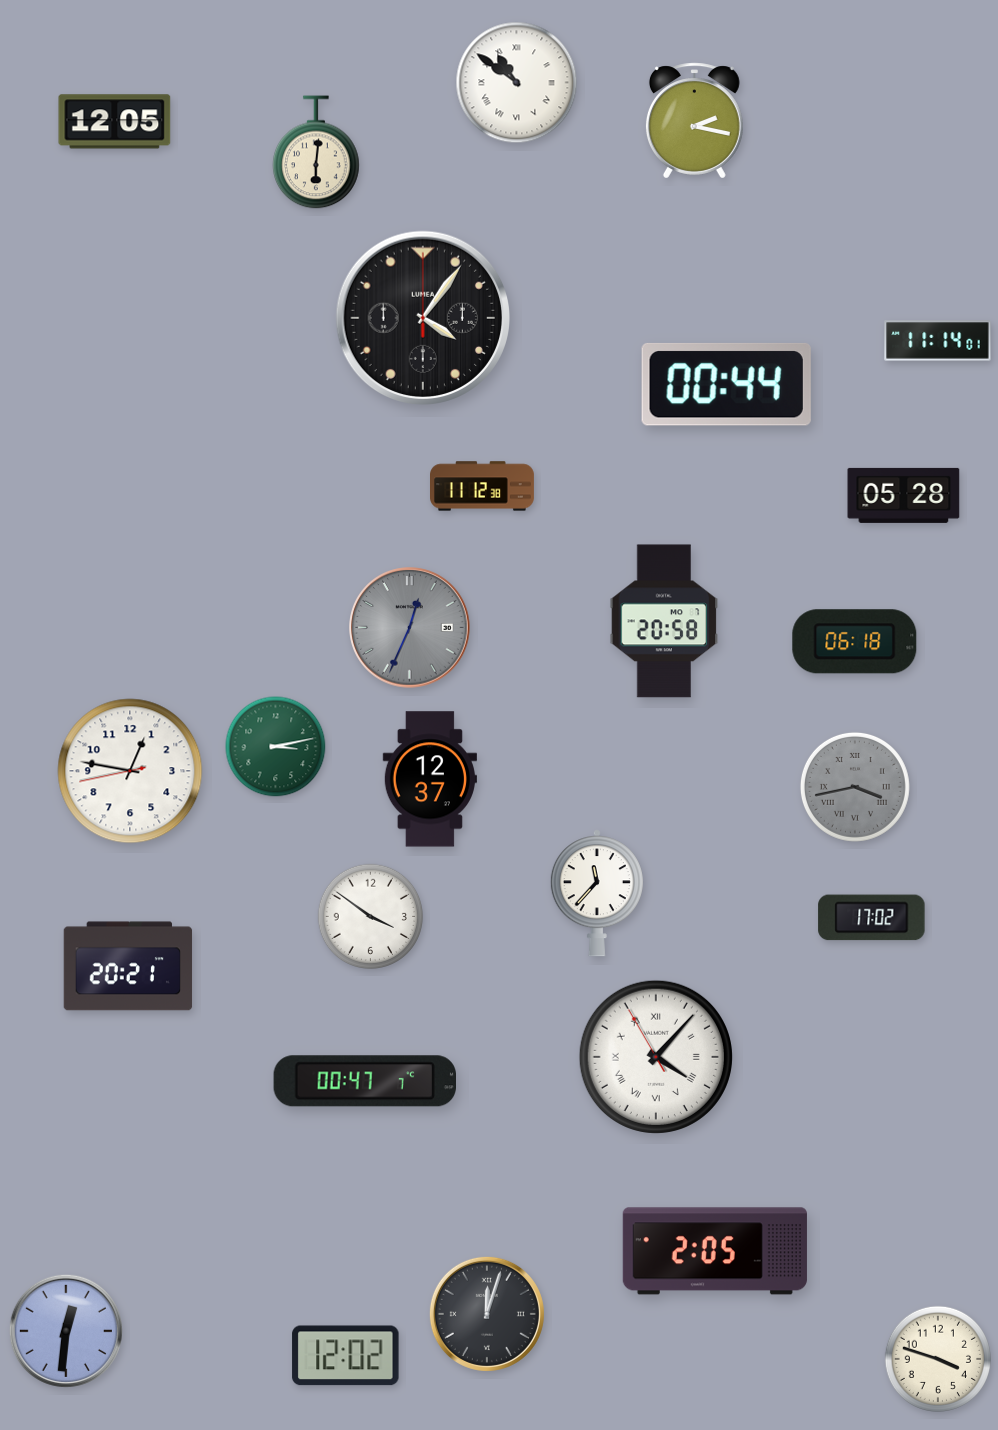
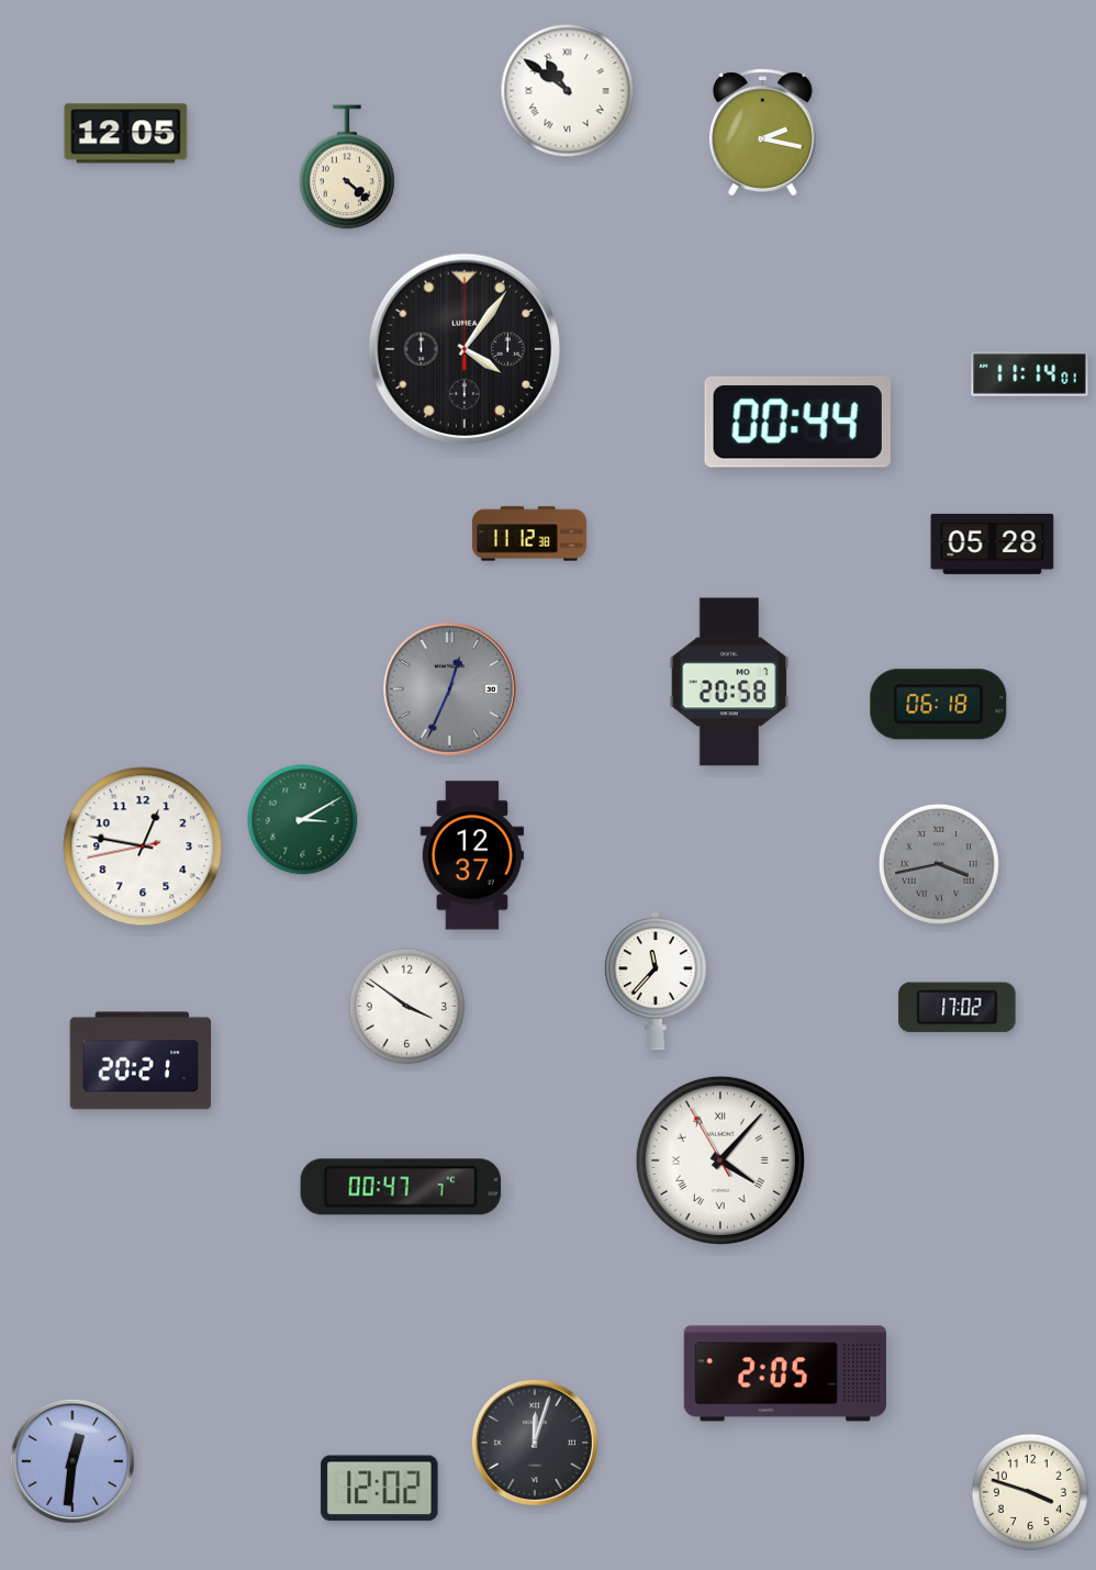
clock at (316, 152): 6:01 -> 4:22
clock at (276, 747): 3:13 -> 3:10
